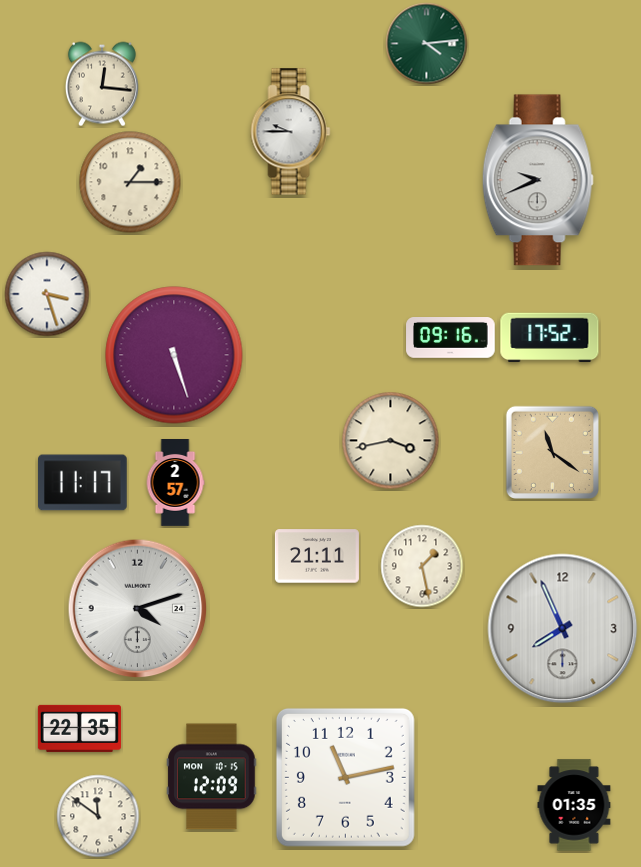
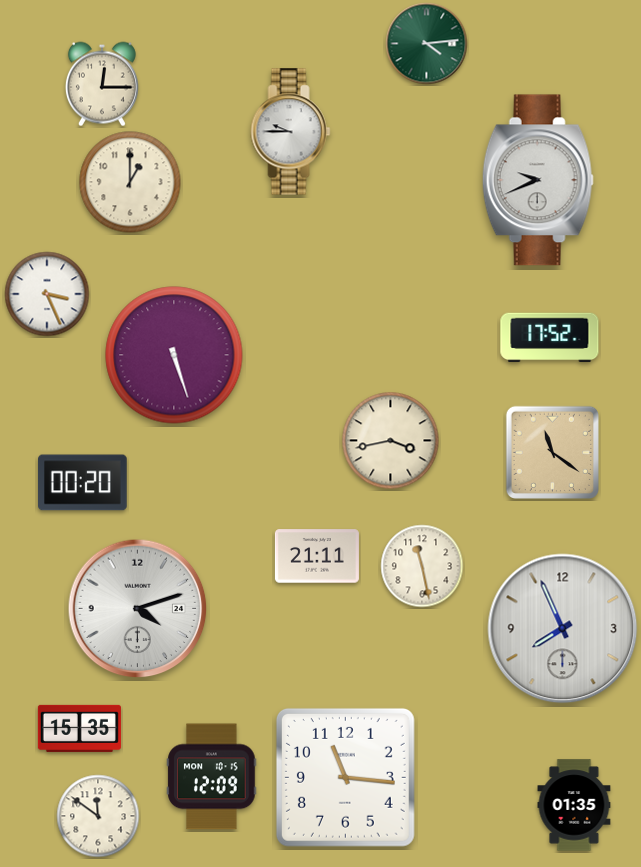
clock at (102, 84): 12:16 -> 12:15
clock at (130, 182): 1:15 -> 1:00
clock at (47, 294): 3:27 -> 3:26
clock at (451, 338): 09:16 -> none
clock at (83, 483): 11:17 -> 00:20
clock at (175, 483): 2:57 -> none
clock at (422, 566): 1:28 -> 11:28
clock at (79, 728): 22:35 -> 15:35
clock at (345, 777): 11:13 -> 11:16
